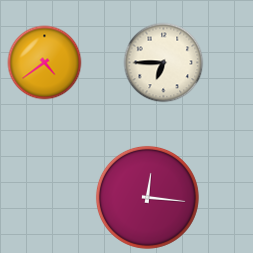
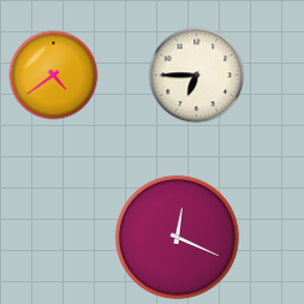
clock at (147, 197): 12:16 -> 12:19
